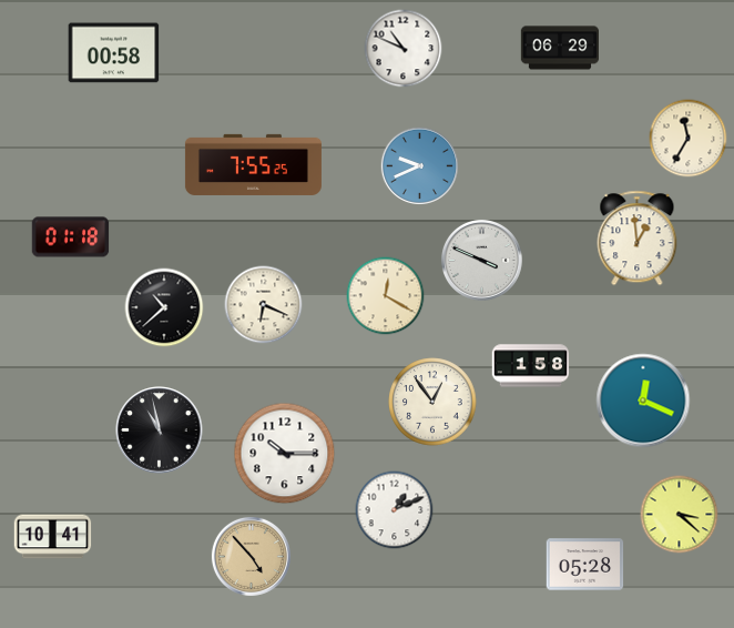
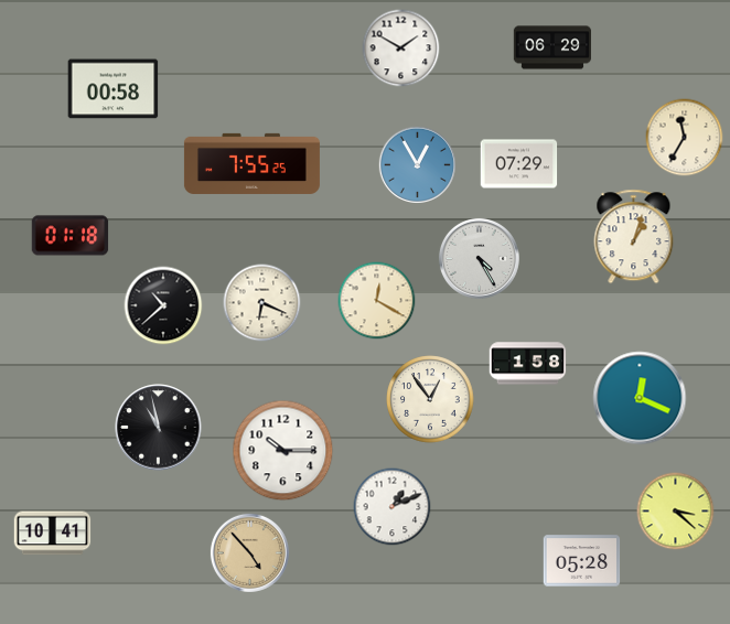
clock at (559, 48) position: (559, 48) -> (551, 47)
clock at (404, 49): 10:49 -> 1:50
clock at (114, 53) position: (114, 53) -> (114, 89)
clock at (419, 165): 9:41 -> 12:55
clock at (519, 164): none -> 07:29
clock at (638, 239): 12:59 -> 1:03
clock at (481, 260): 3:49 -> 4:25
clock at (386, 296) position: (386, 296) -> (377, 301)
